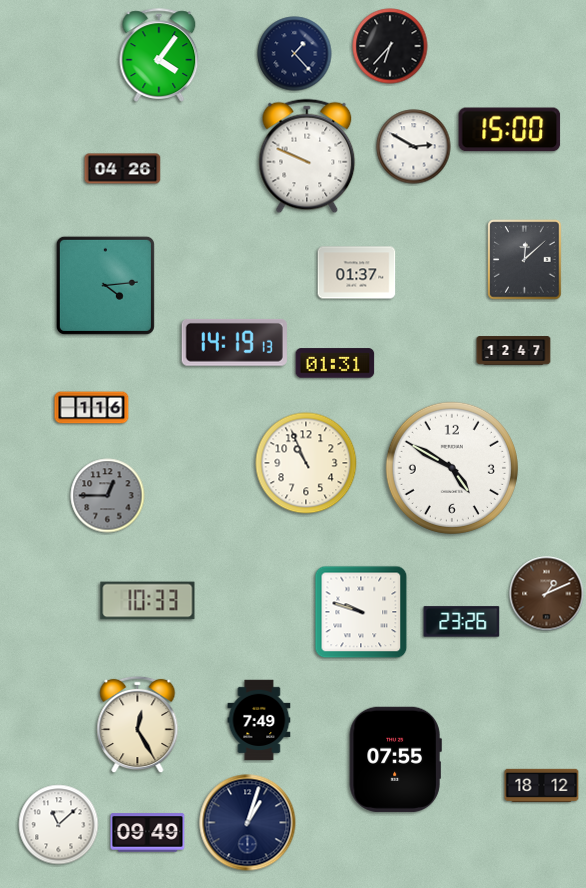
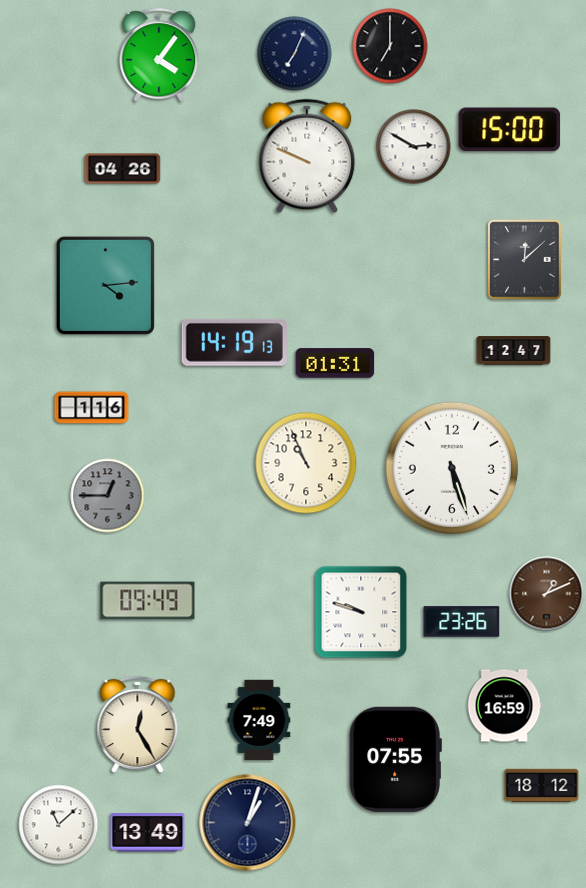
clock at (390, 46): 6:37 -> 7:00
clock at (295, 54): 1:23 -> 7:04
clock at (357, 273): 01:37 -> none
clock at (452, 468): 4:50 -> 5:27
clock at (148, 601): 10:33 -> 09:49
clock at (504, 706): none -> 16:59
clock at (148, 833): 09:49 -> 13:49
